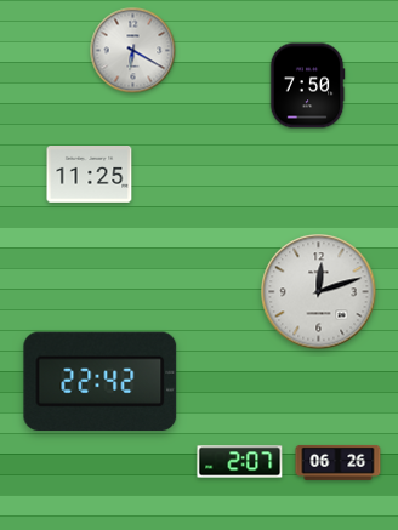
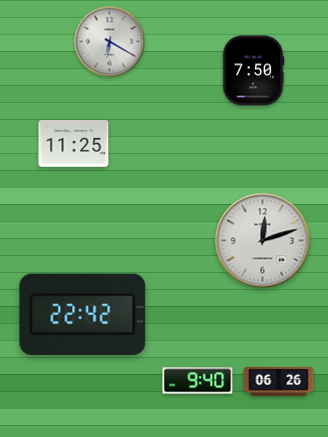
clock at (240, 462): 2:07 -> 9:40
